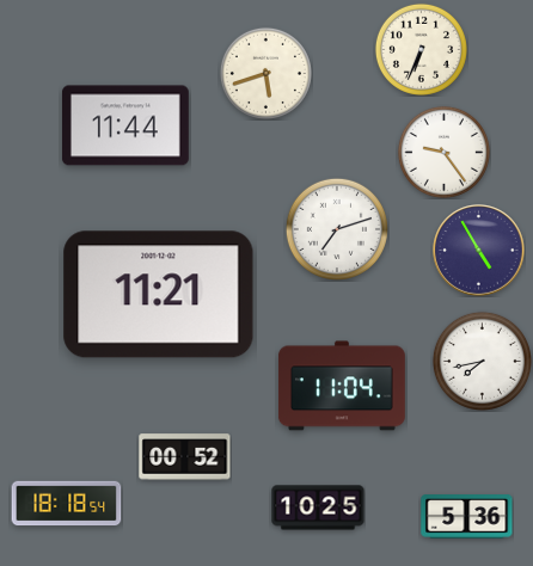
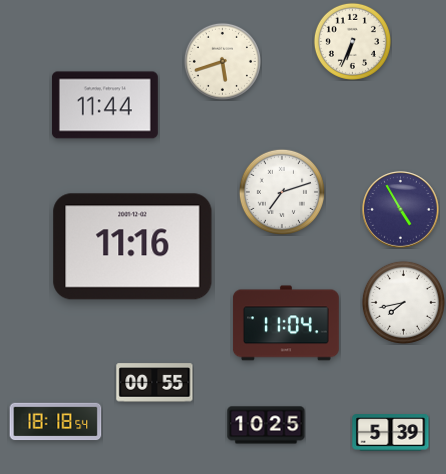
clock at (443, 152): 9:24 -> none
clock at (159, 295): 11:21 -> 11:16
clock at (185, 457): 00:52 -> 00:55
clock at (467, 517): 5:36 -> 5:39
